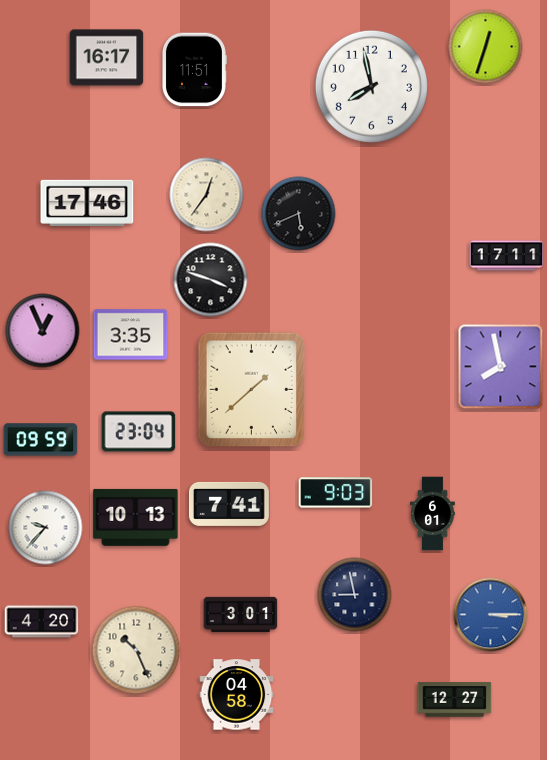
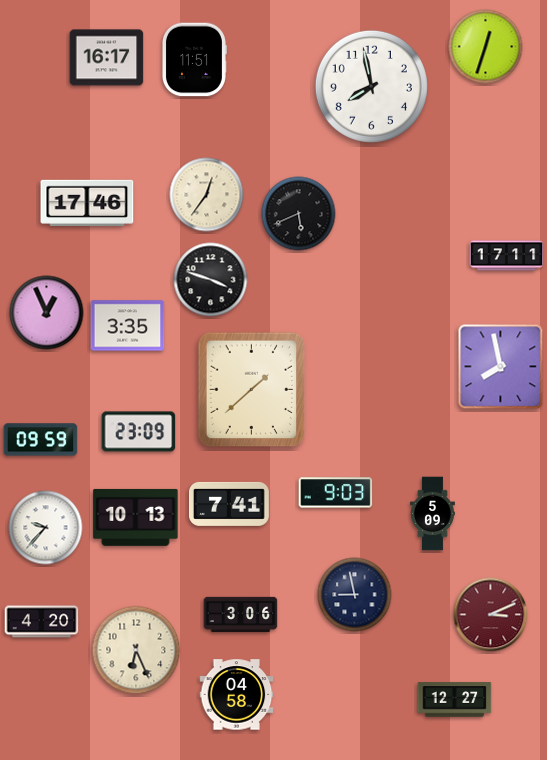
clock at (194, 70) position: (194, 70) -> (194, 60)
clock at (43, 331) position: (43, 331) -> (47, 313)
clock at (131, 335) position: (131, 335) -> (128, 326)
clock at (139, 432): 23:04 -> 23:09
clock at (433, 514): 6:01 -> 5:09
clock at (241, 615): 3:01 -> 3:06
clock at (491, 615): 3:15 -> 3:11
clock at (491, 615) dial: blue -> burgundy
clock at (136, 650): 10:26 -> 6:26
